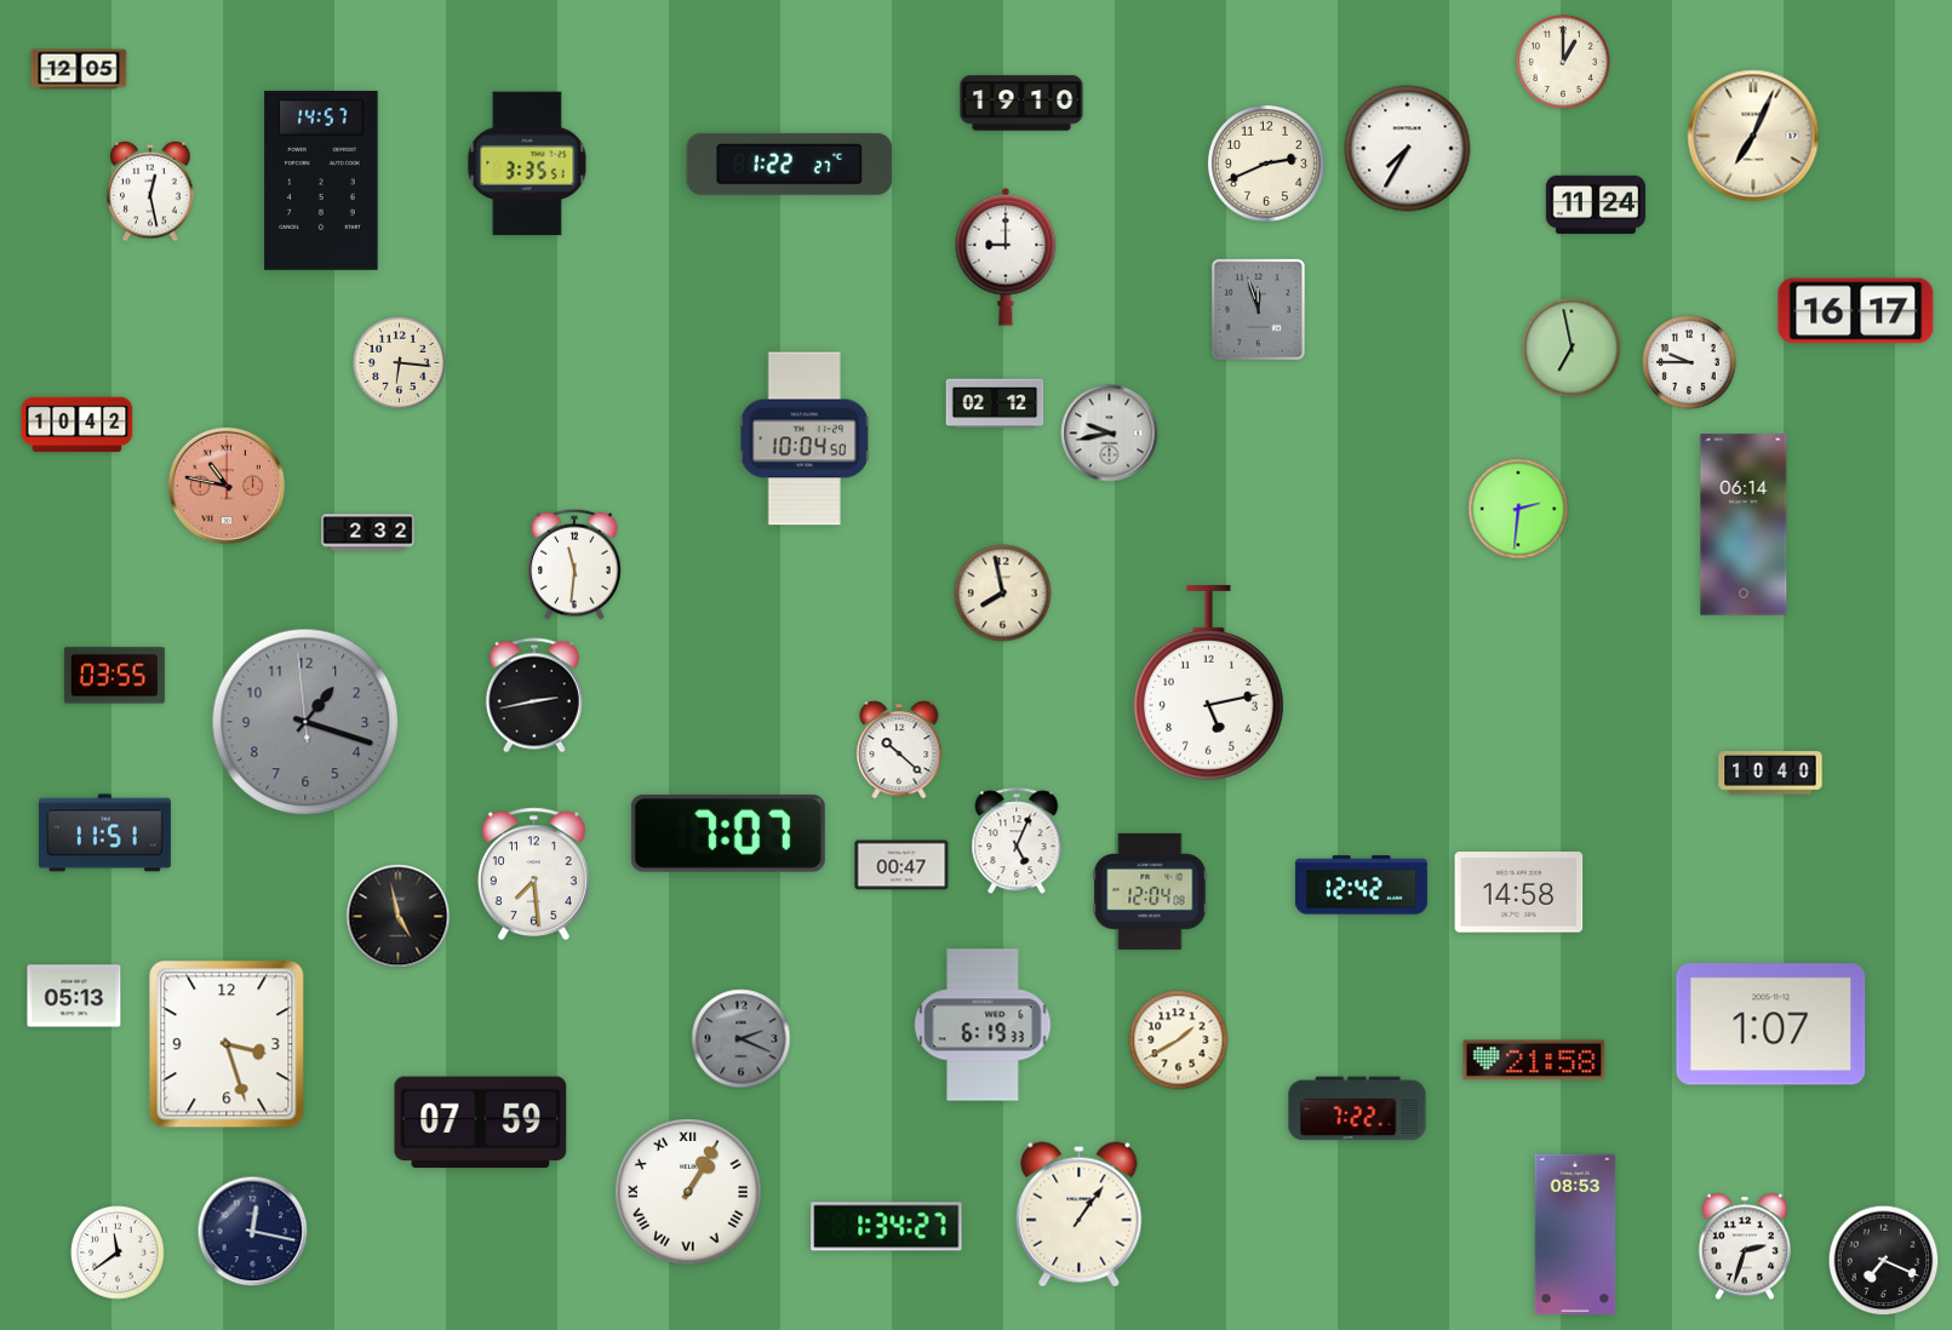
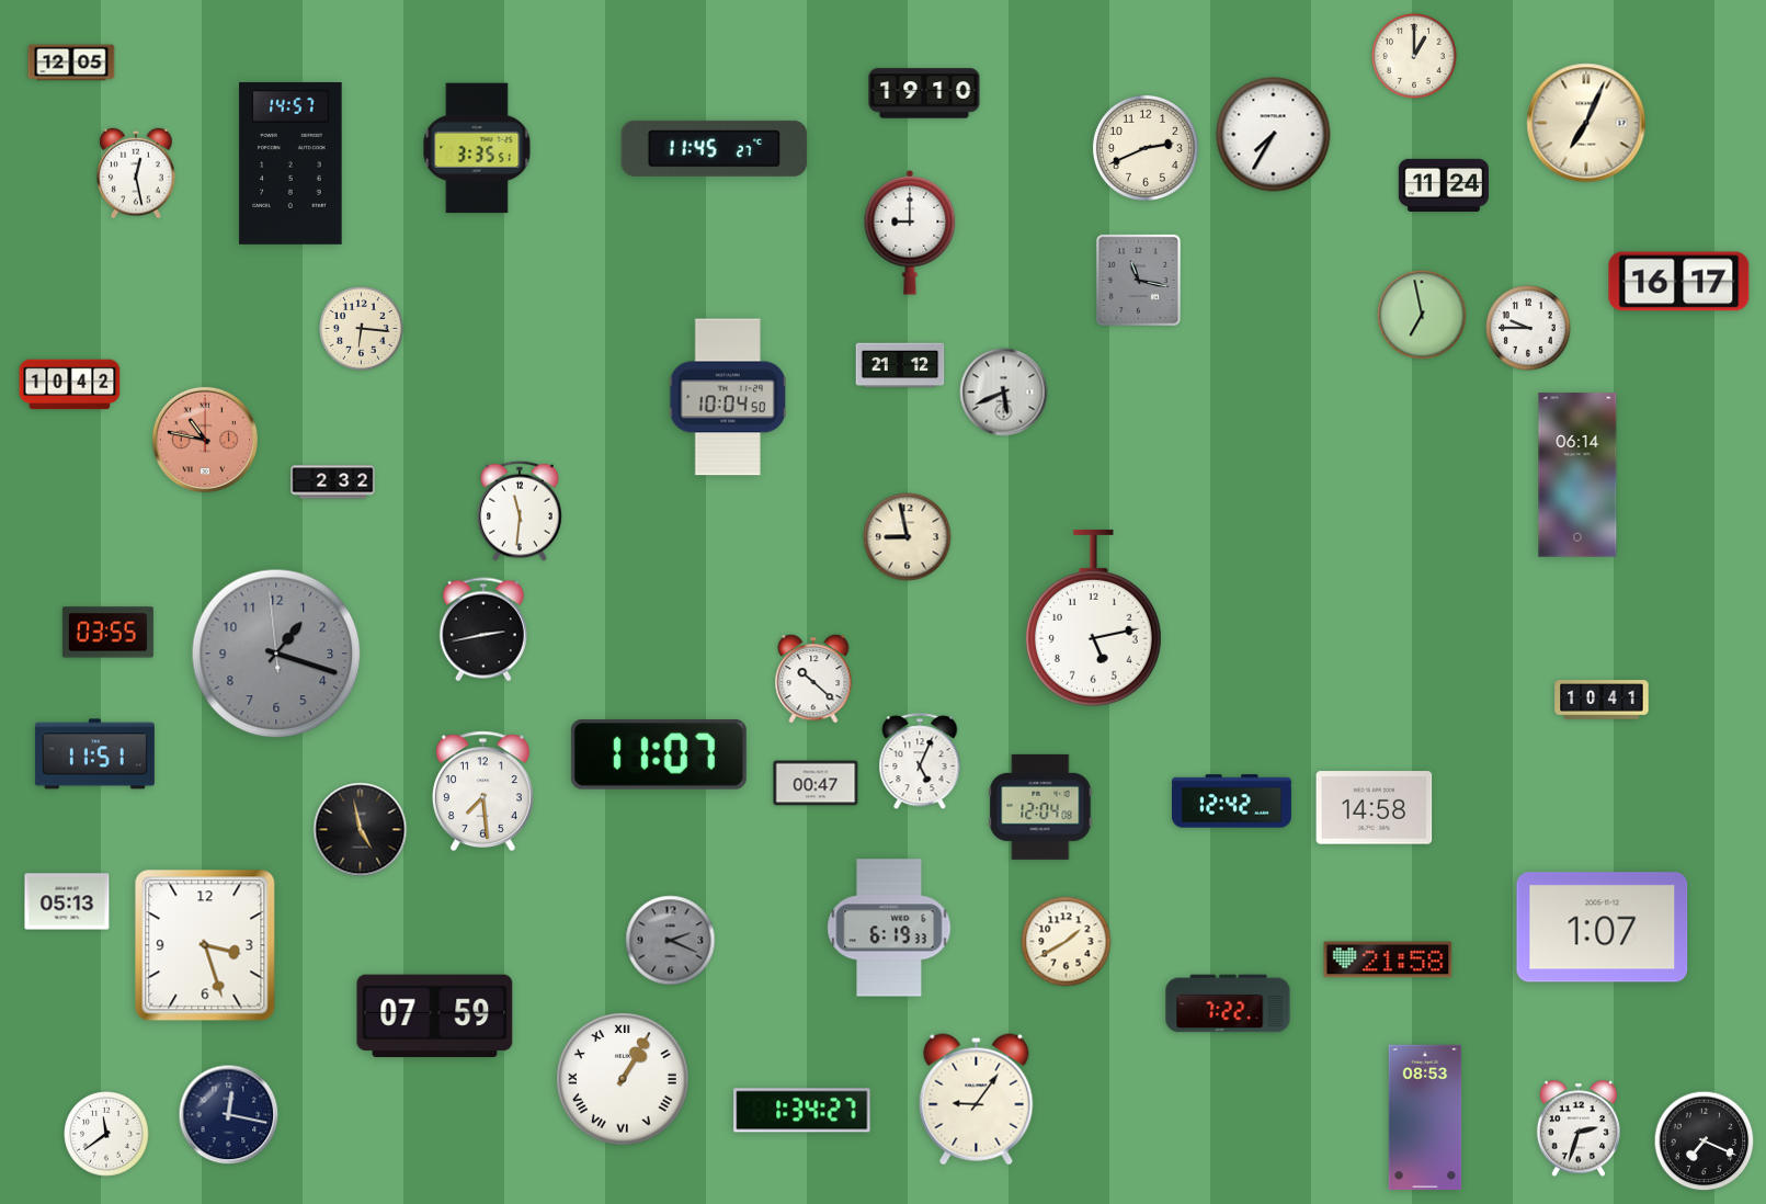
clock at (790, 164): 1:22 -> 11:45
clock at (1258, 309): 11:57 -> 11:17
clock at (995, 403): 02:12 -> 21:12
clock at (1110, 434): 9:43 -> 5:41
clock at (1518, 509): 2:31 -> none
clock at (1003, 594): 7:58 -> 8:58
clock at (114, 676) position: (114, 676) -> (107, 633)
clock at (1770, 773): 10:40 -> 10:41
clock at (728, 833): 7:07 -> 11:07
clock at (1080, 1215): 1:06 -> 9:06
